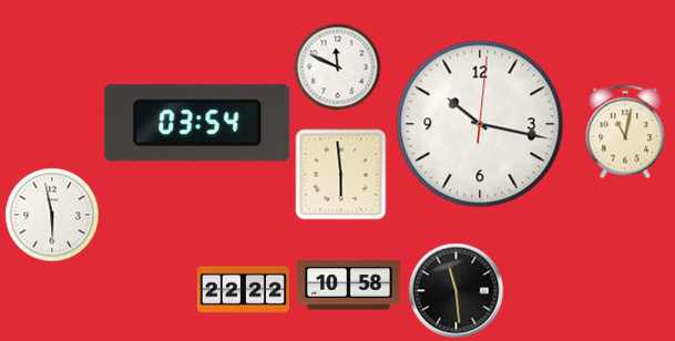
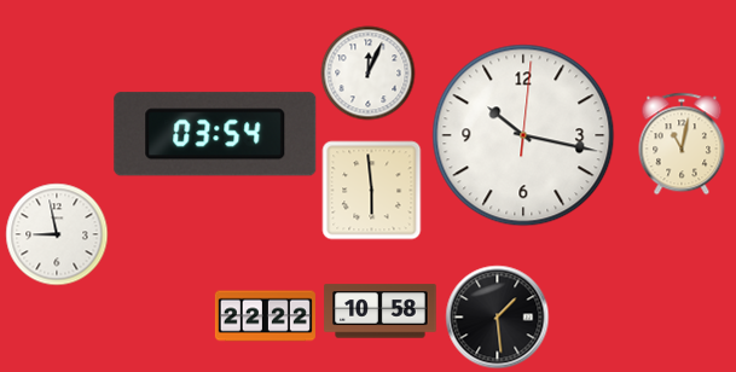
clock at (337, 66): 11:49 -> 12:04
clock at (52, 215): 5:58 -> 8:58
clock at (456, 290): 11:29 -> 1:29
